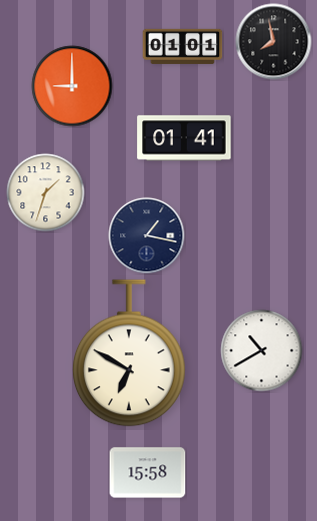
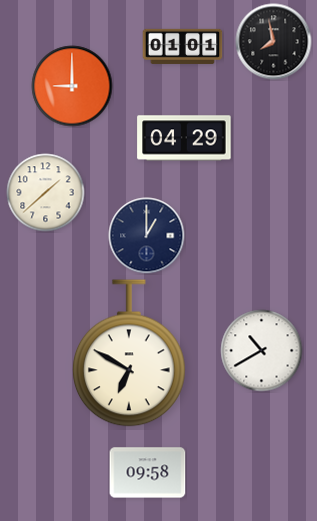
clock at (184, 138): 01:41 -> 04:29
clock at (46, 193): 1:33 -> 1:38
clock at (147, 236): 1:17 -> 1:00
clock at (148, 473): 15:58 -> 09:58
